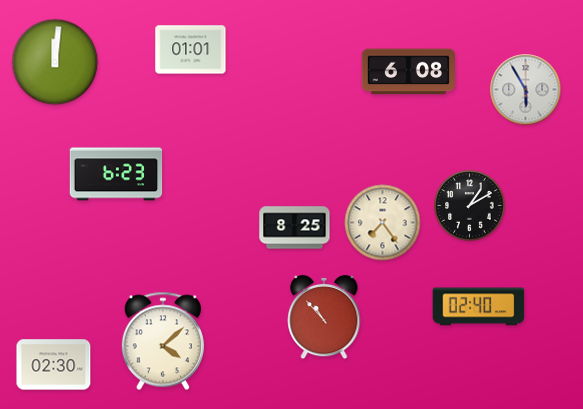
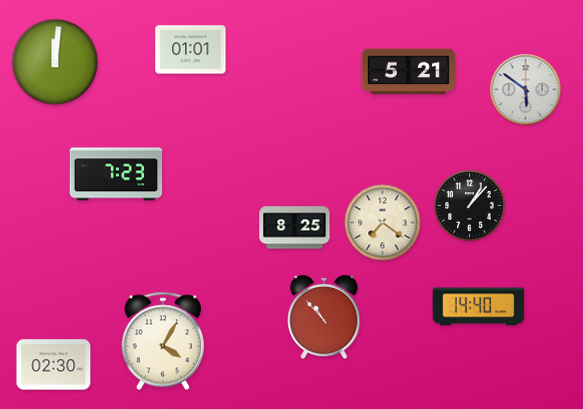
clock at (408, 72): 6:08 -> 5:21
clock at (526, 90): 5:55 -> 5:51
clock at (116, 174): 6:23 -> 7:23
clock at (470, 206): 1:10 -> 1:07
clock at (383, 223): 7:24 -> 7:21
clock at (479, 307): 02:40 -> 14:40
clock at (163, 341): 4:08 -> 4:05
